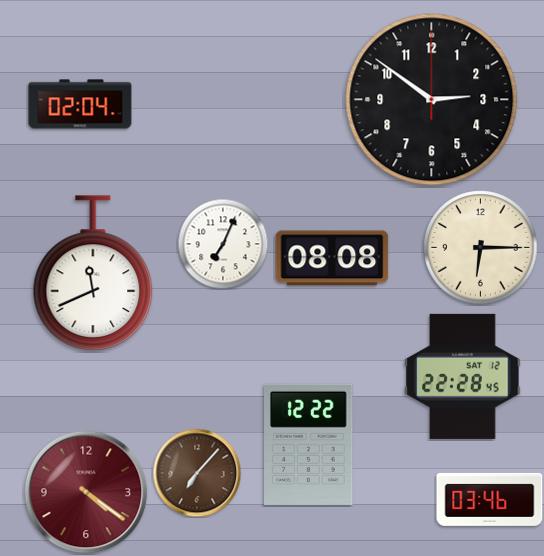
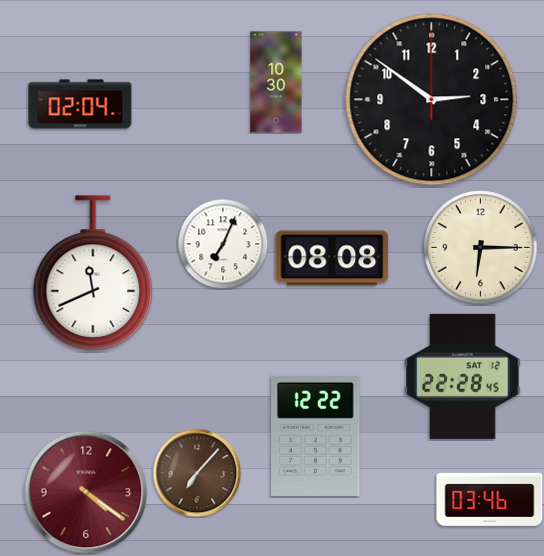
clock at (276, 82): none -> 10:30
clock at (309, 444) position: (309, 444) -> (316, 435)
